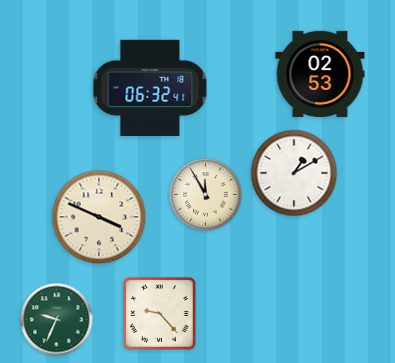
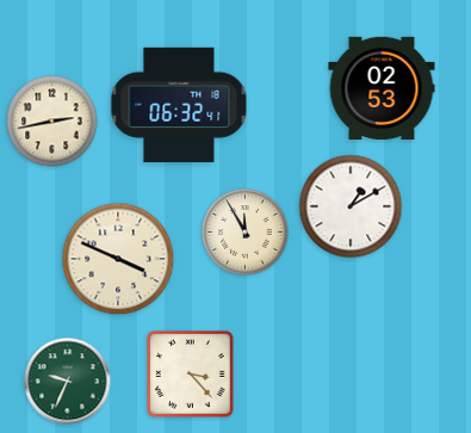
clock at (52, 122): none -> 2:43
clock at (160, 314): 9:23 -> 3:23
